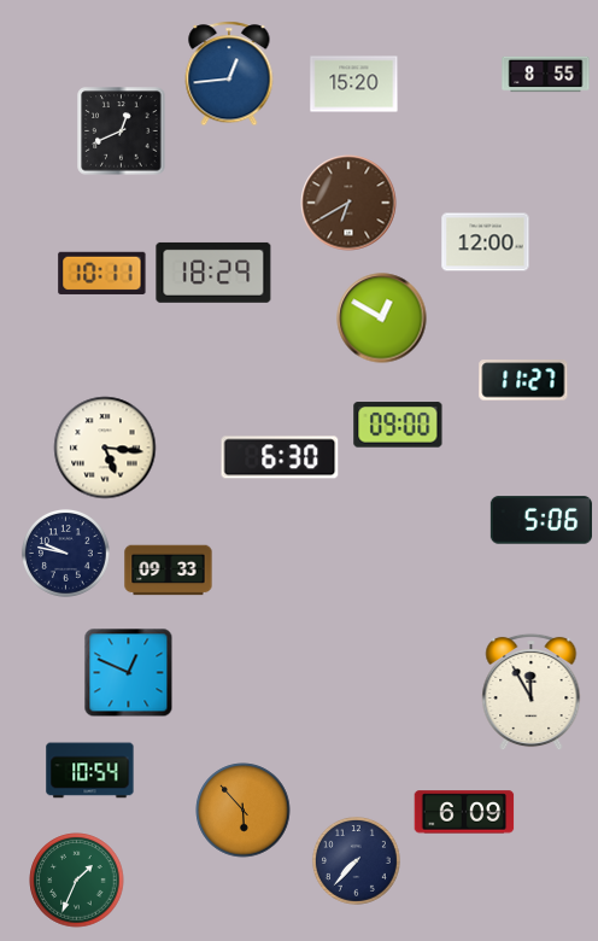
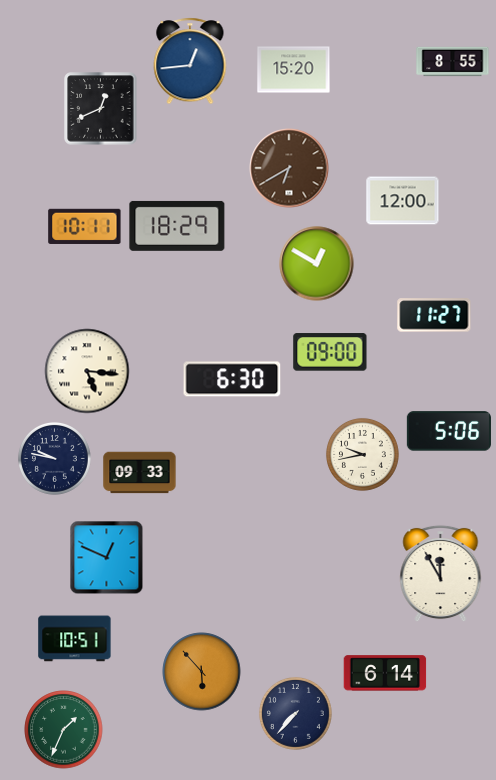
clock at (362, 454): none -> 9:43
clock at (90, 771): 10:54 -> 10:51
clock at (464, 812): 6:09 -> 6:14
